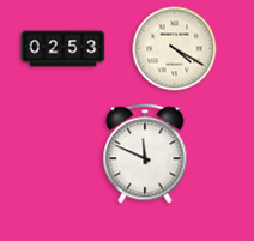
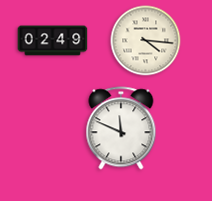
clock at (63, 49): 02:53 -> 02:49
clock at (175, 49): 4:20 -> 4:16
